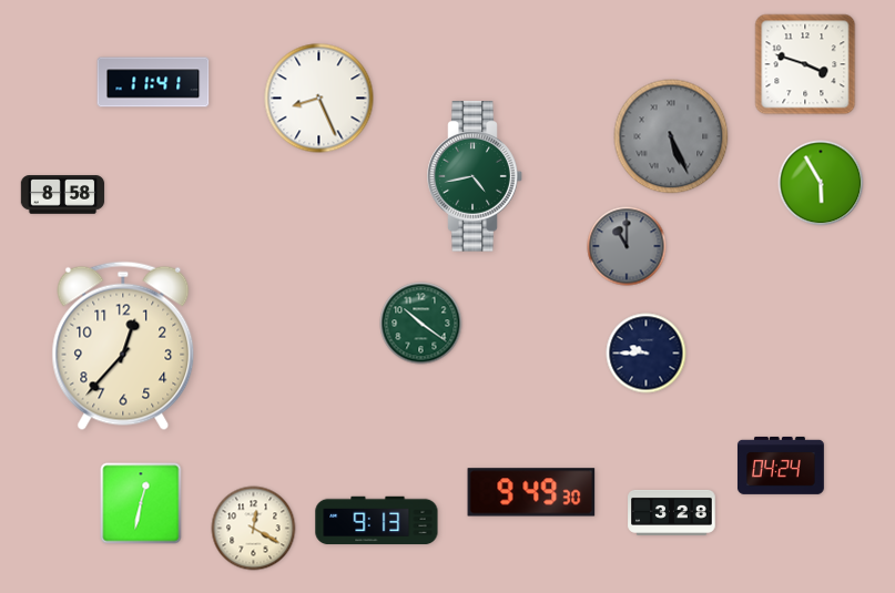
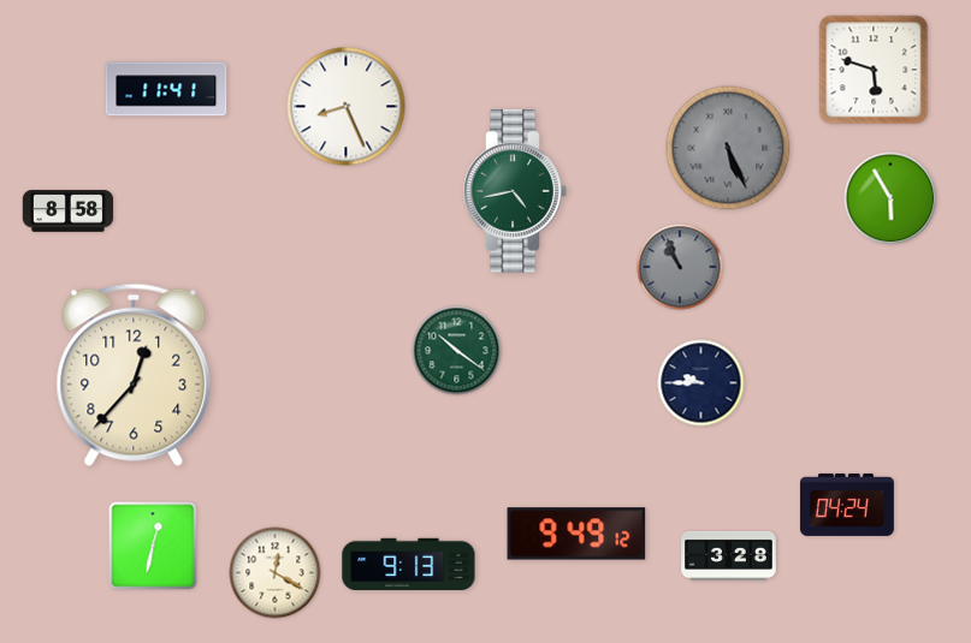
clock at (805, 64): 3:48 -> 5:48
clock at (627, 246): 11:00 -> 10:56
clock at (531, 492): 9:49:30 -> 9:49:12
